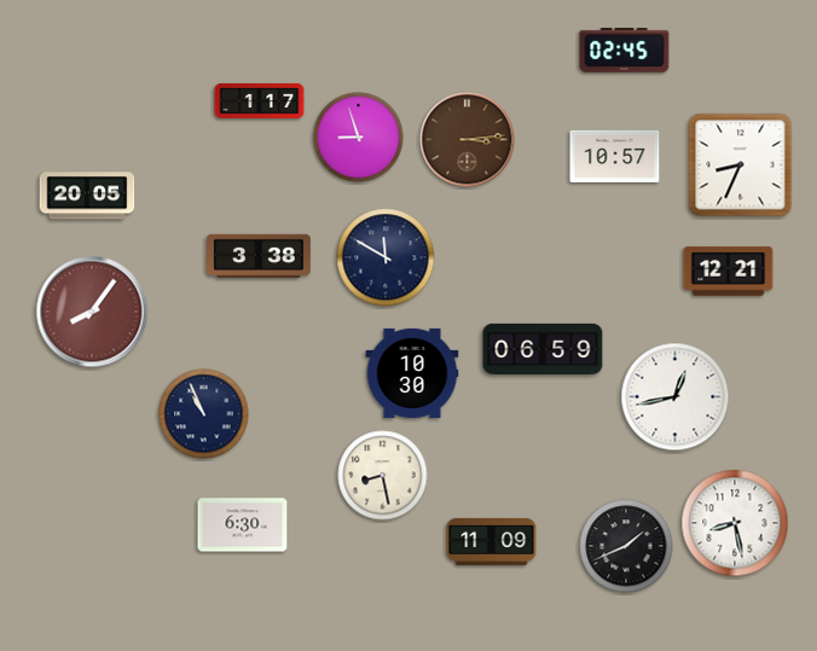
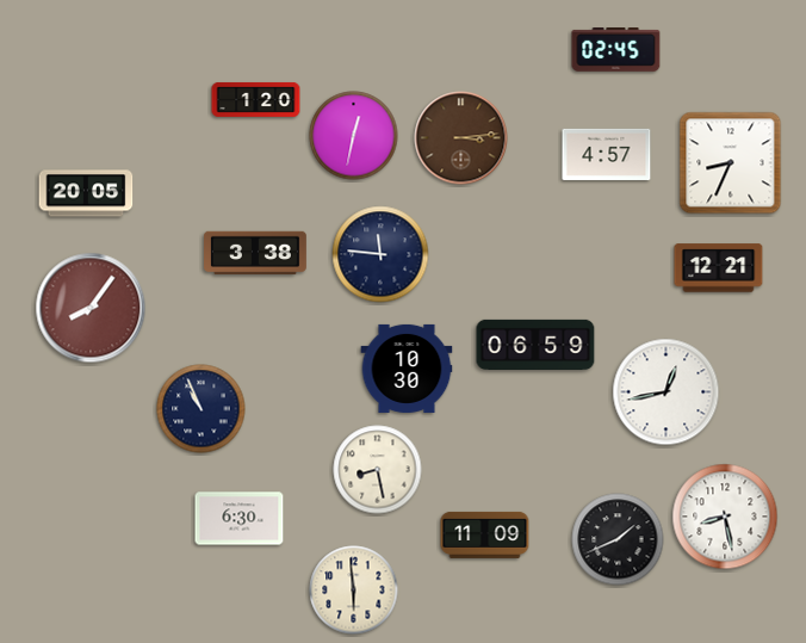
clock at (260, 100): 1:17 -> 1:20
clock at (359, 138): 8:57 -> 12:32
clock at (615, 156): 10:57 -> 4:57
clock at (386, 257): 11:50 -> 11:46
clock at (354, 591): none -> 5:59
